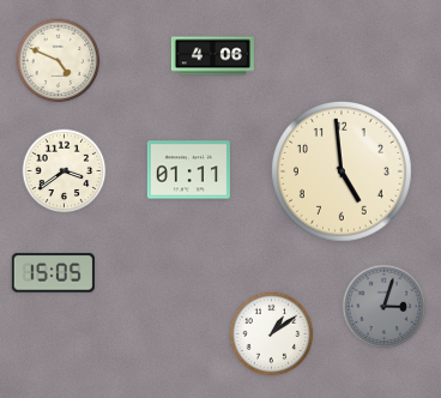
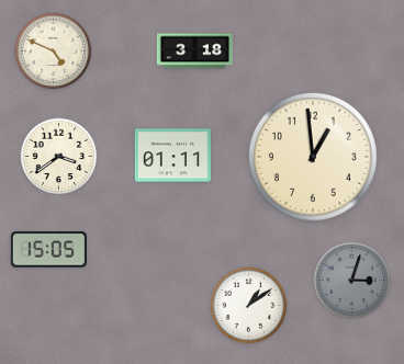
clock at (212, 56): 4:06 -> 3:18
clock at (59, 61) position: (59, 61) -> (54, 52)
clock at (342, 171): 4:59 -> 12:59
